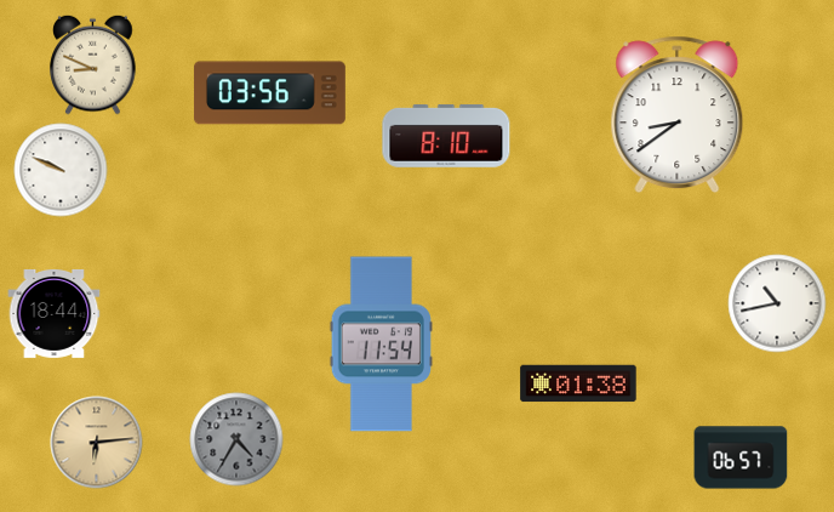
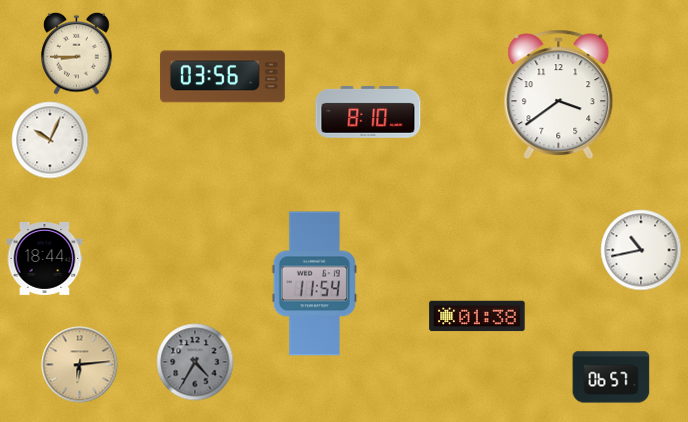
clock at (93, 64): 8:49 -> 8:45
clock at (678, 115): 8:39 -> 3:39
clock at (61, 170): 9:49 -> 10:04
